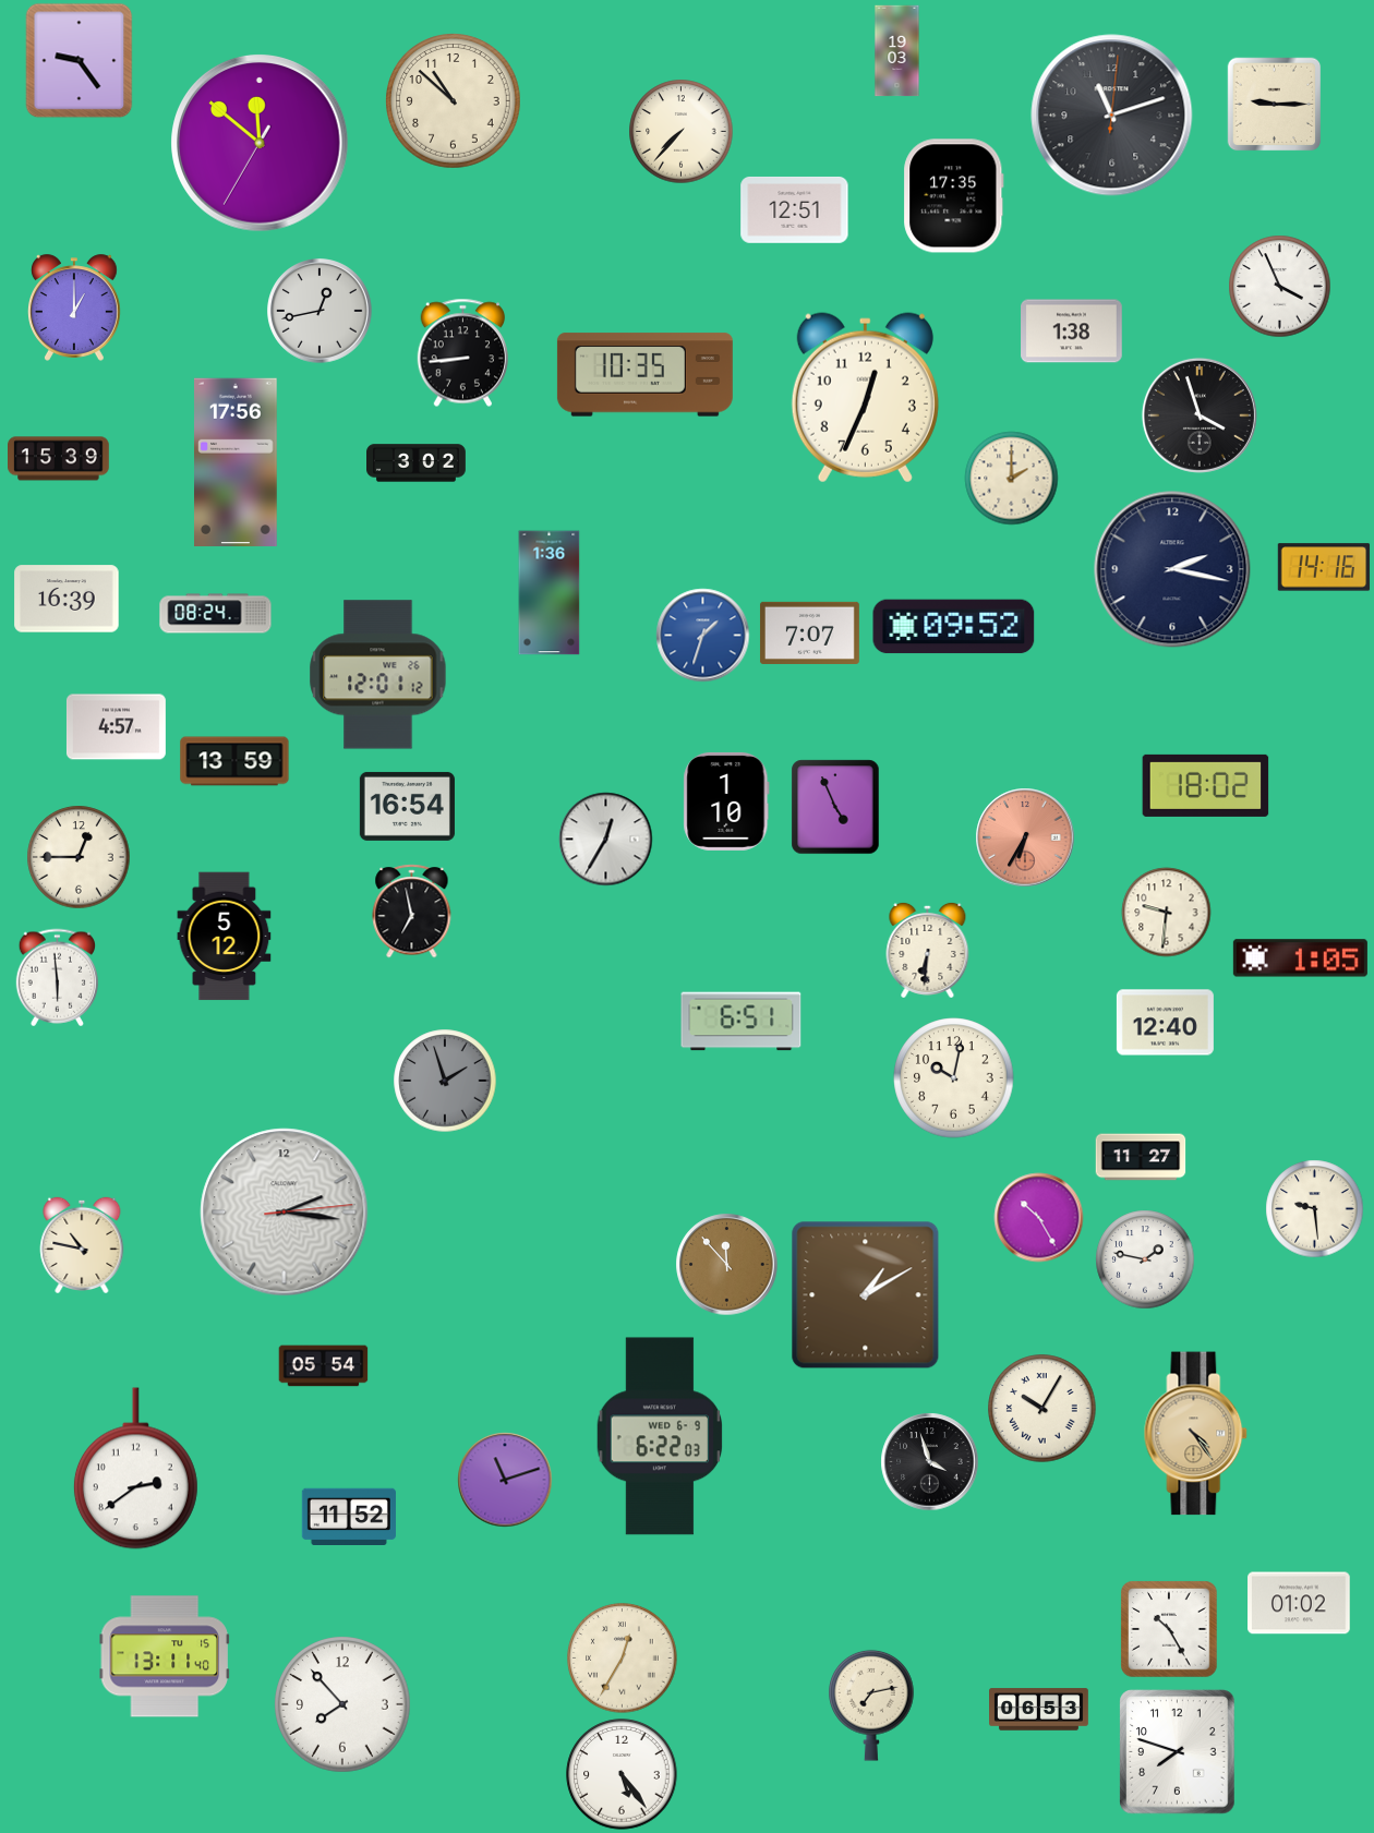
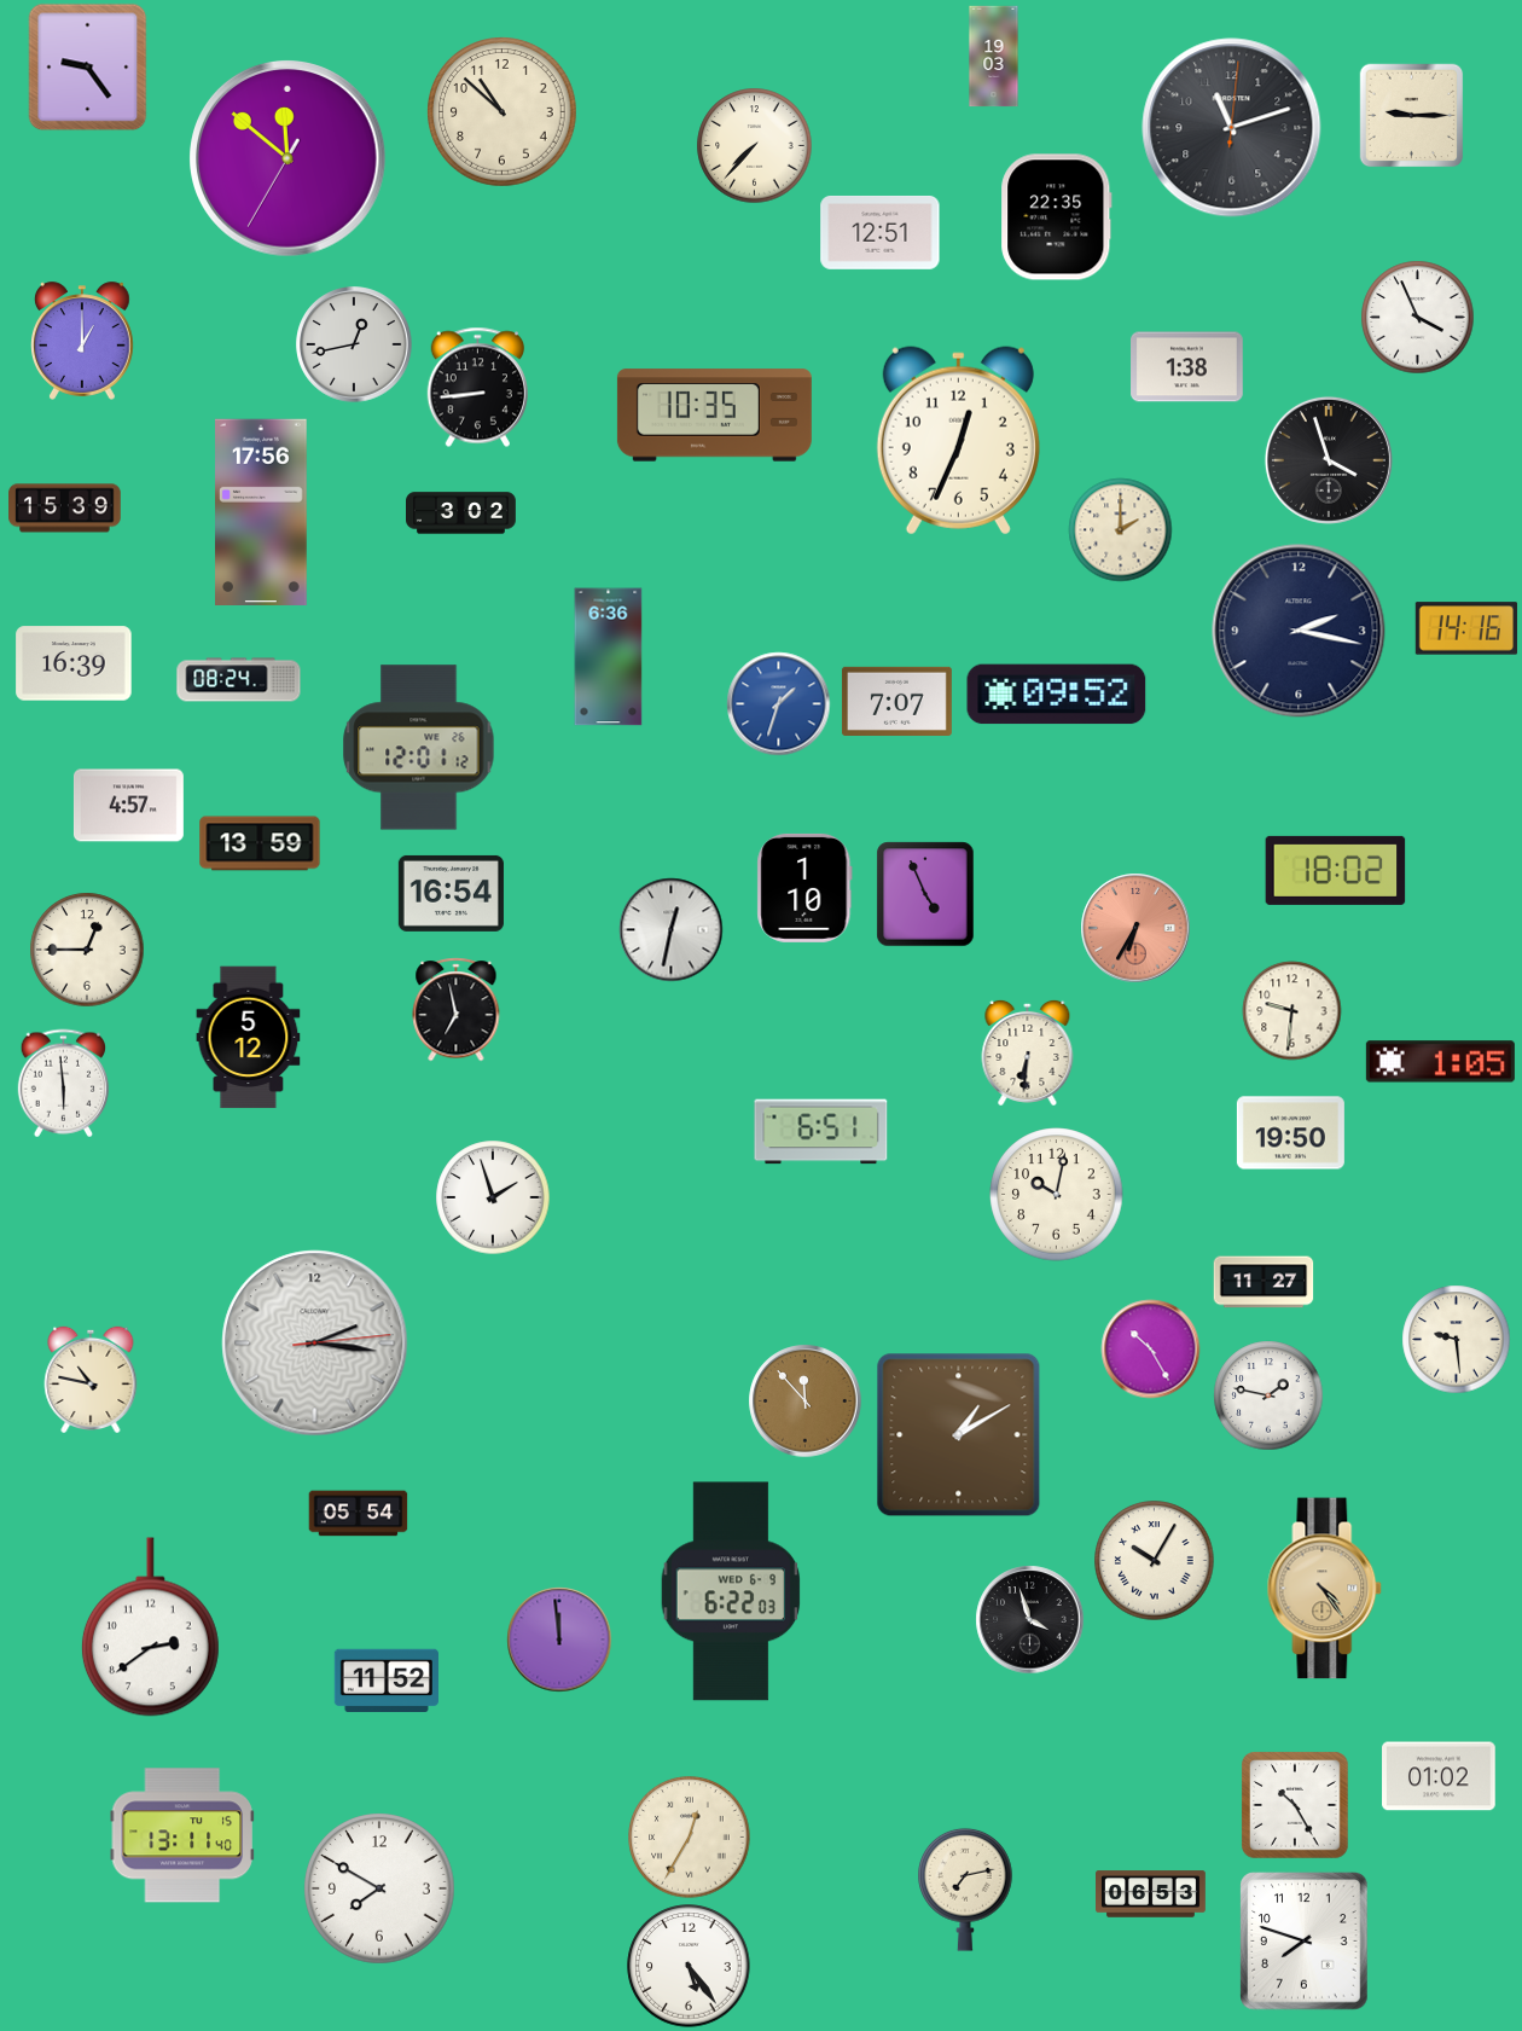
clock at (954, 196): 17:35 -> 22:35
clock at (462, 353) position: (462, 353) -> (477, 388)
clock at (550, 593): 1:36 -> 6:36
clock at (606, 840): 12:35 -> 12:32
clock at (1165, 1023): 12:40 -> 19:50
clock at (445, 1081) dial: grey -> white
clock at (505, 1480): 11:12 -> 11:59
clock at (343, 1705): 7:53 -> 7:50
